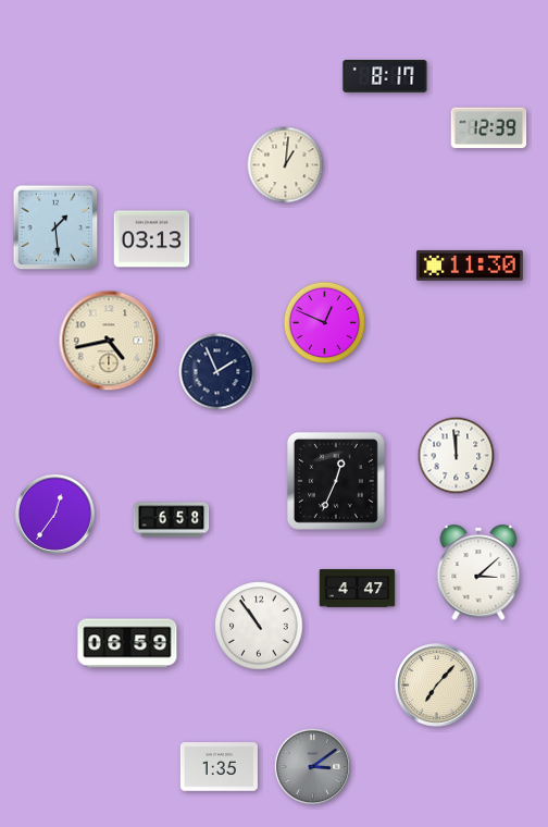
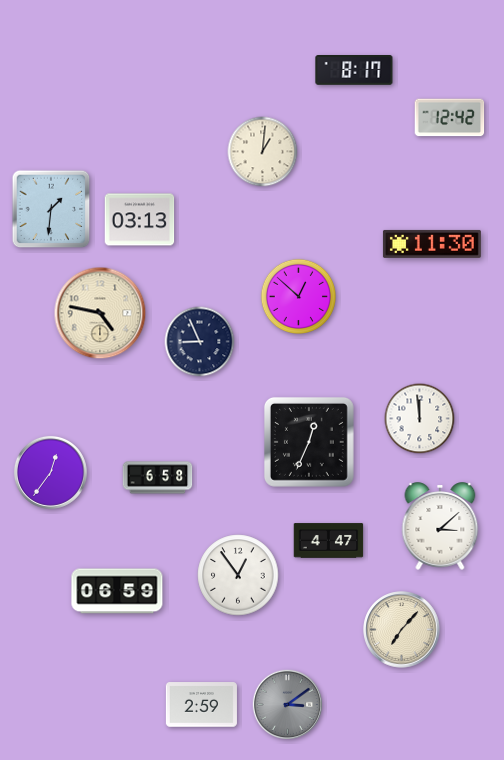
clock at (489, 128): 12:39 -> 12:42
clock at (55, 227): 1:29 -> 1:31
clock at (324, 322): 12:49 -> 12:52
clock at (109, 341): 4:43 -> 4:47
clock at (217, 372): 1:56 -> 8:56
clock at (259, 626): 10:54 -> 12:54
clock at (219, 767): 1:35 -> 2:59
